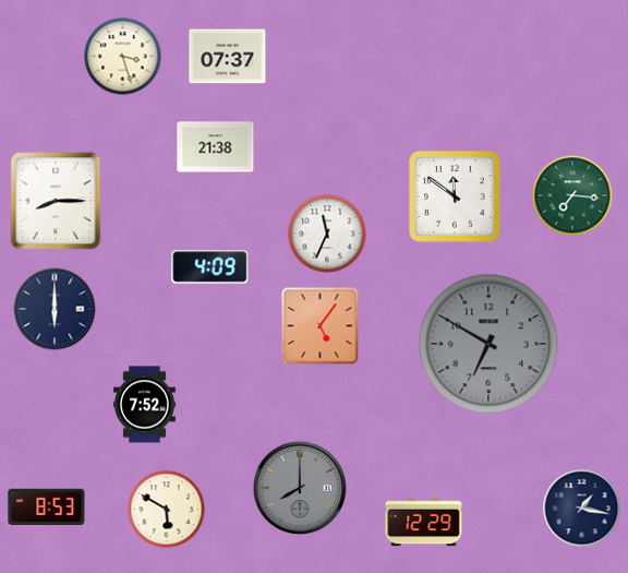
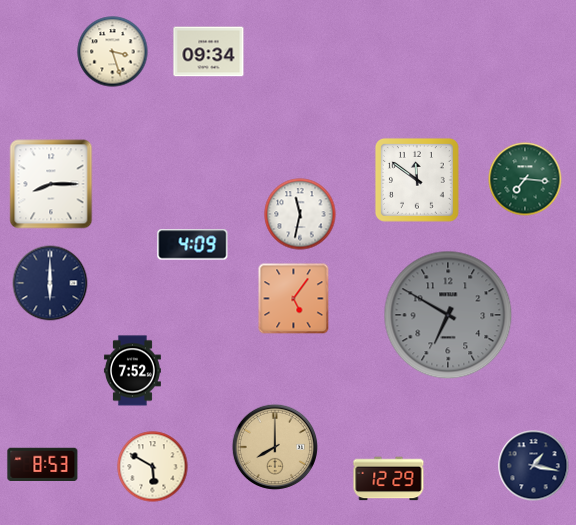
clock at (228, 57): 07:37 -> 09:34
clock at (216, 147): 21:38 -> none
clock at (327, 234): 11:34 -> 11:32
clock at (299, 487) dial: grey -> champagne
